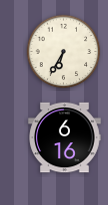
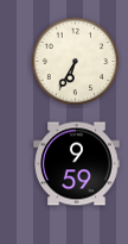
clock at (65, 138): 6:16 -> 9:59
